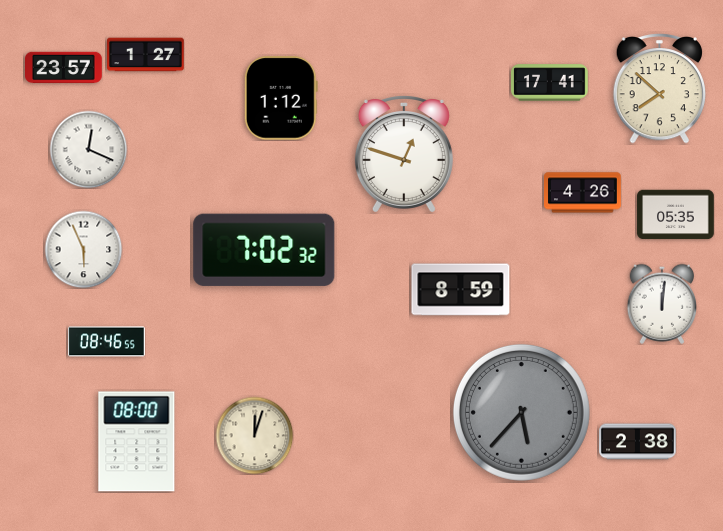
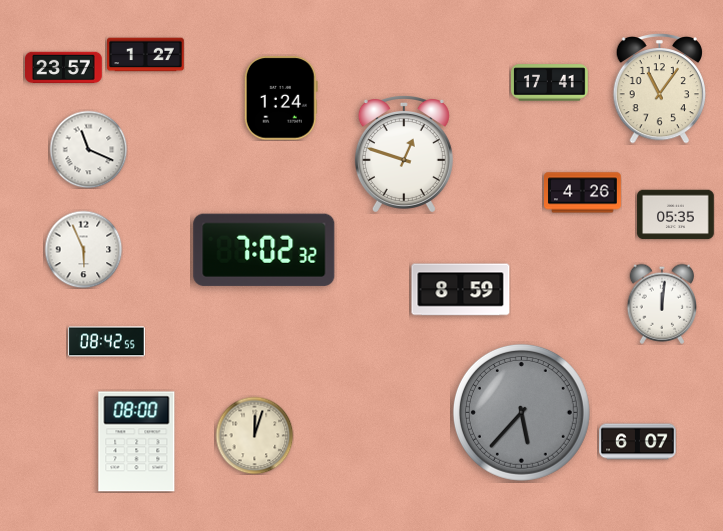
clock at (659, 89): 7:52 -> 11:06
clock at (281, 98): 1:12 -> 1:24
clock at (88, 149): 12:19 -> 11:19
clock at (107, 342): 08:46 -> 08:42
clock at (638, 442): 2:38 -> 6:07
